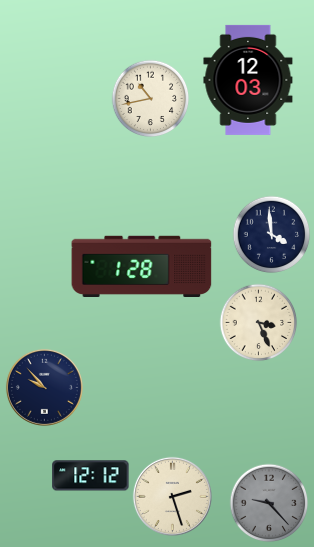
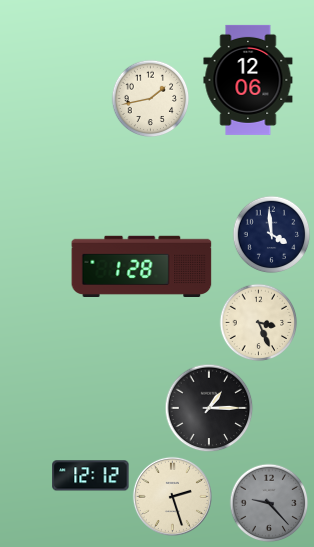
clock at (248, 80): 12:03 -> 12:06
clock at (150, 98): 10:43 -> 1:43
clock at (44, 387): 9:53 -> none
clock at (209, 408): none -> 1:15
